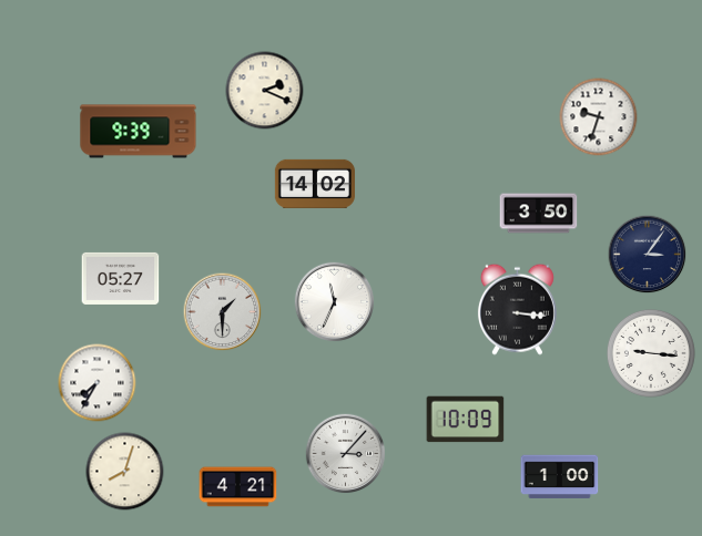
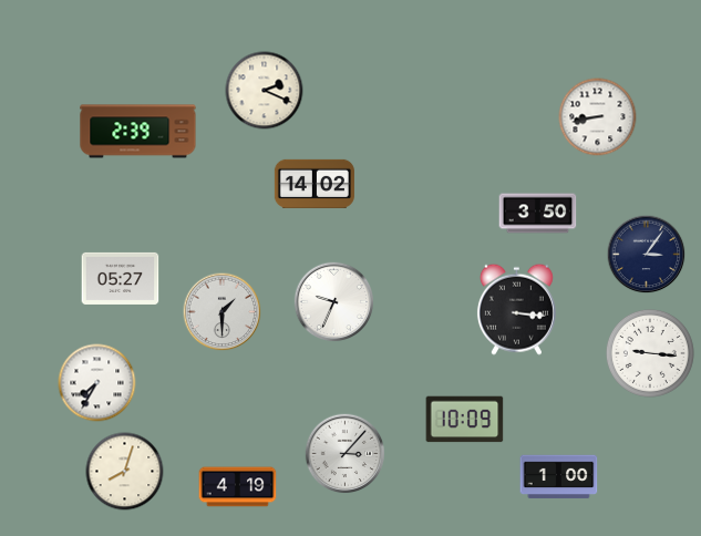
clock at (599, 117): 9:33 -> 8:43
clock at (139, 132): 9:39 -> 2:39
clock at (335, 302): 11:34 -> 9:34
clock at (238, 487): 4:21 -> 4:19
